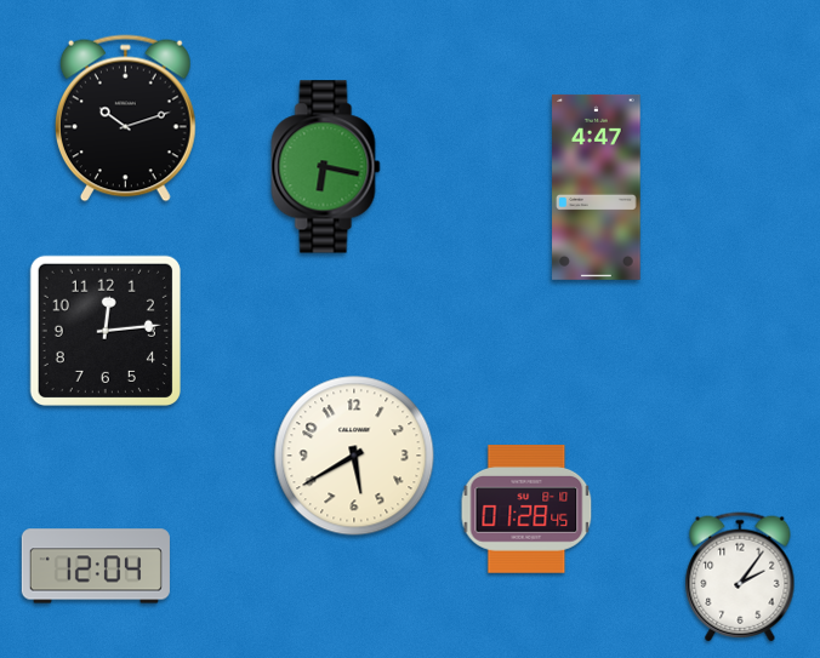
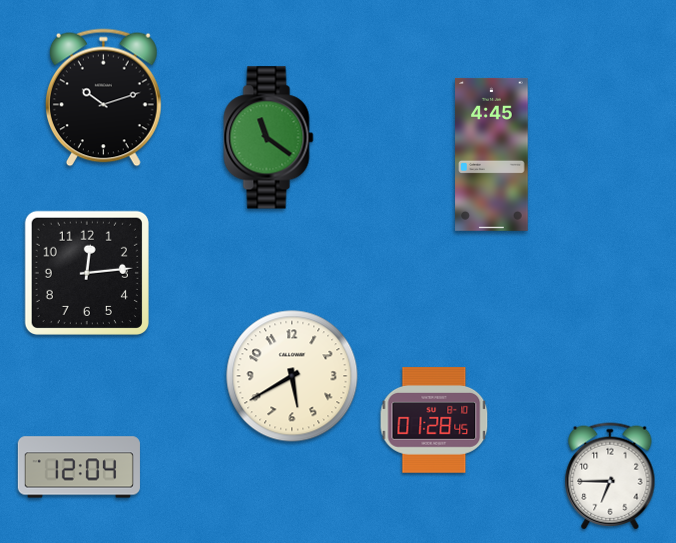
clock at (326, 167): 6:17 -> 11:21
clock at (597, 187): 4:47 -> 4:45
clock at (740, 577): 2:06 -> 6:45
